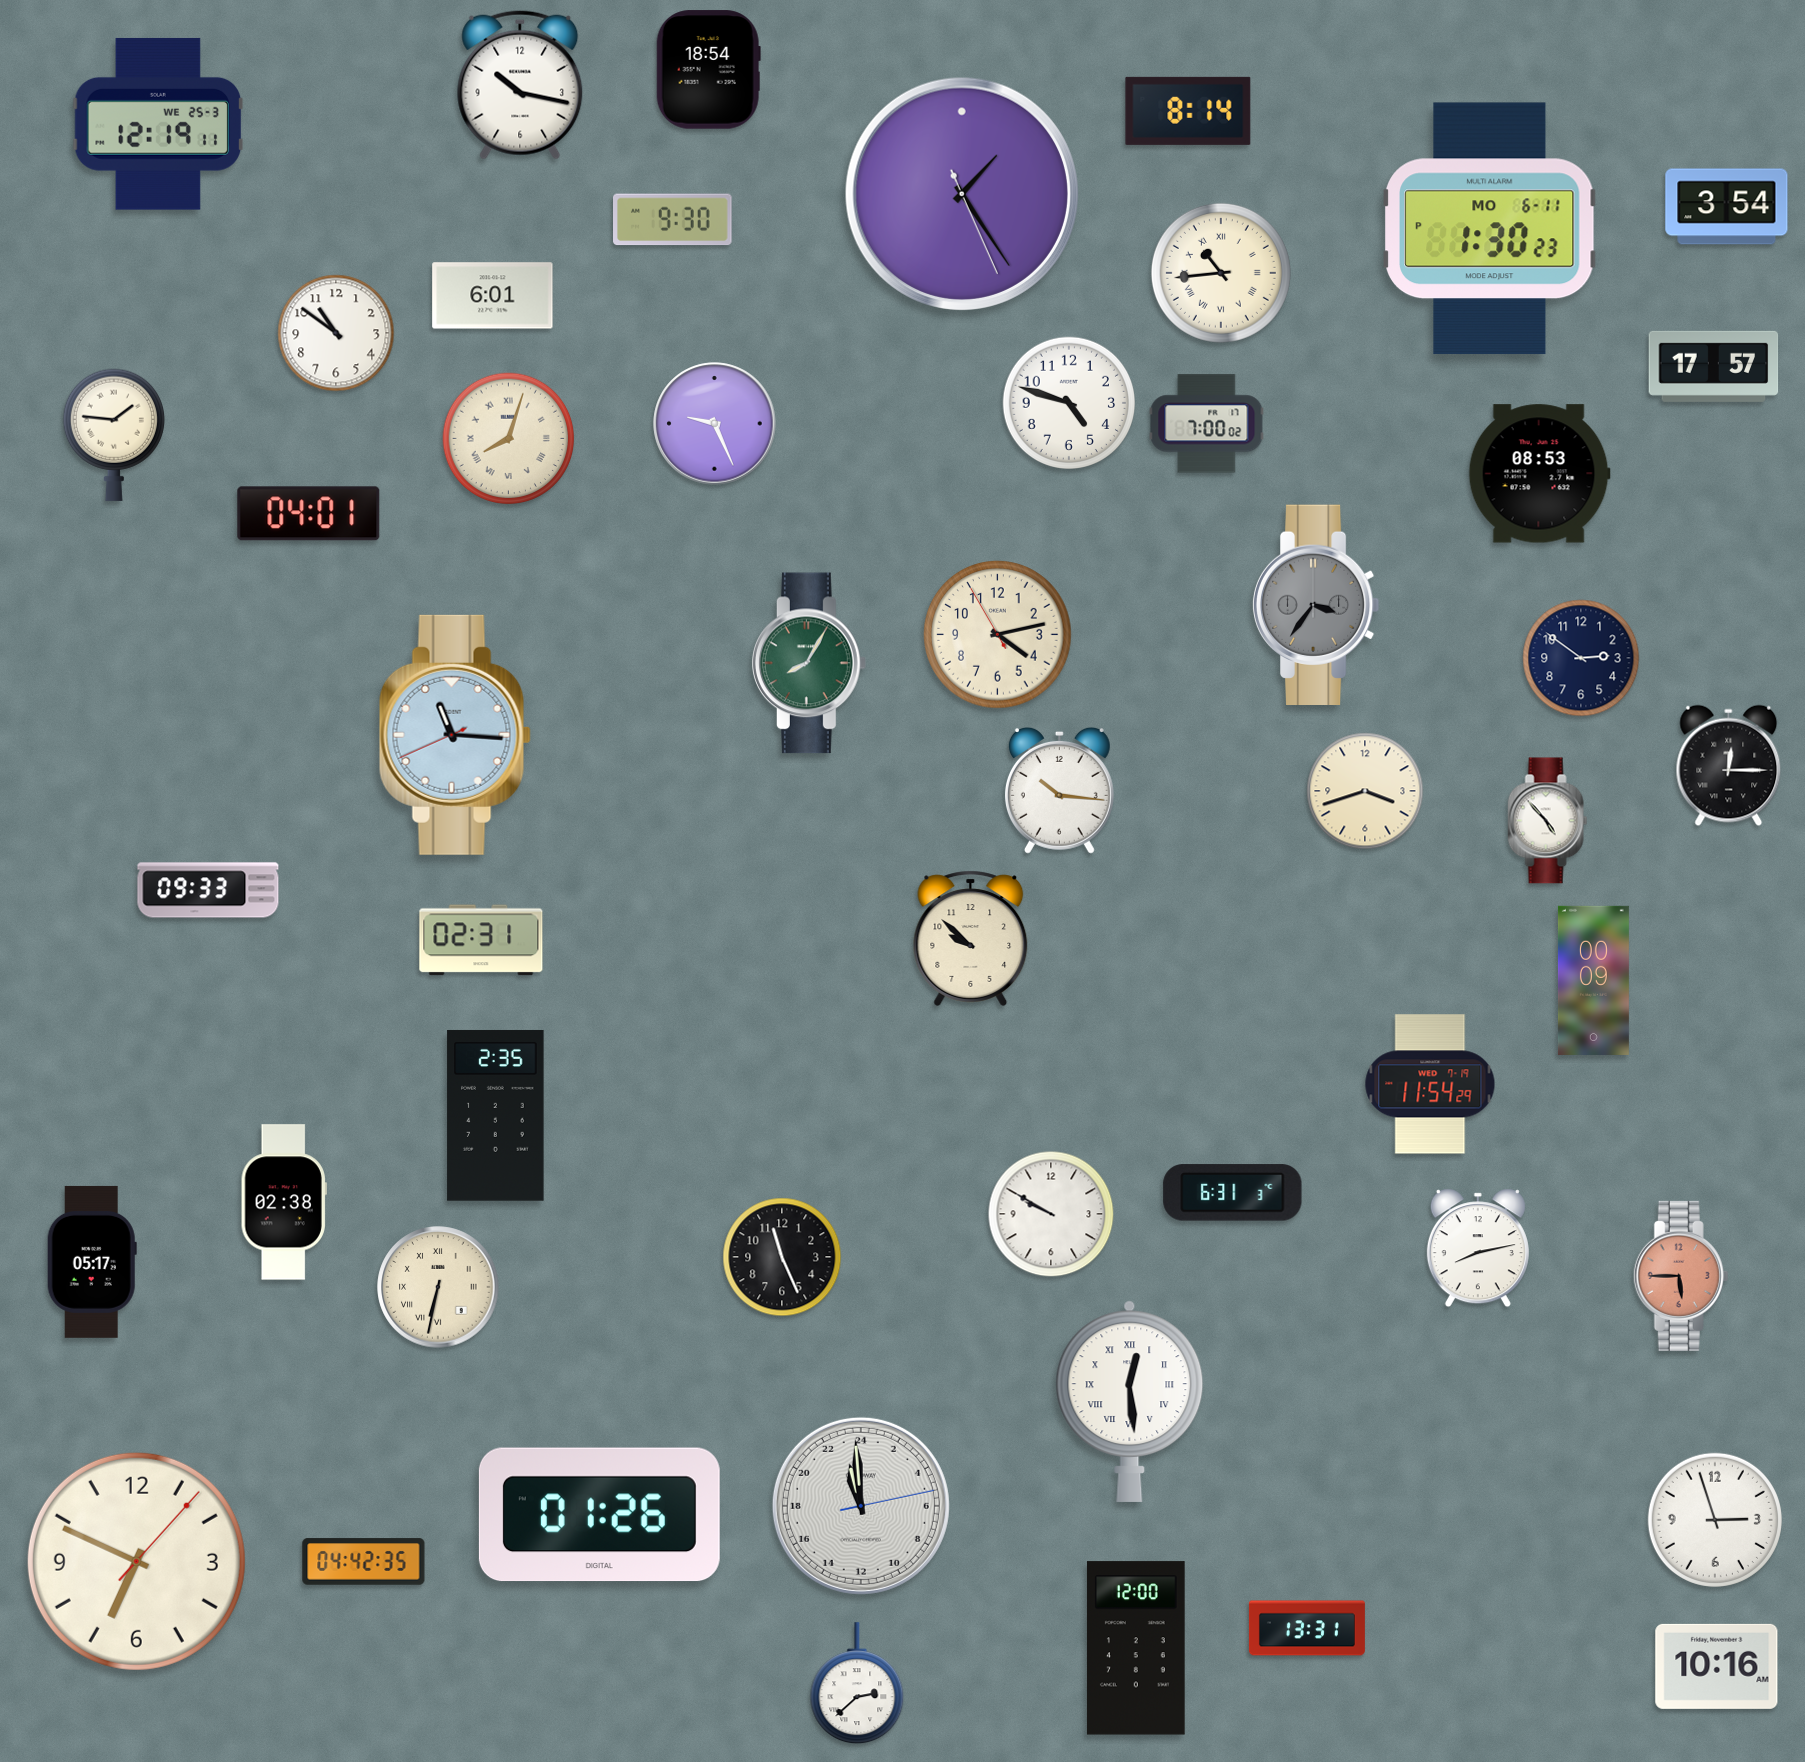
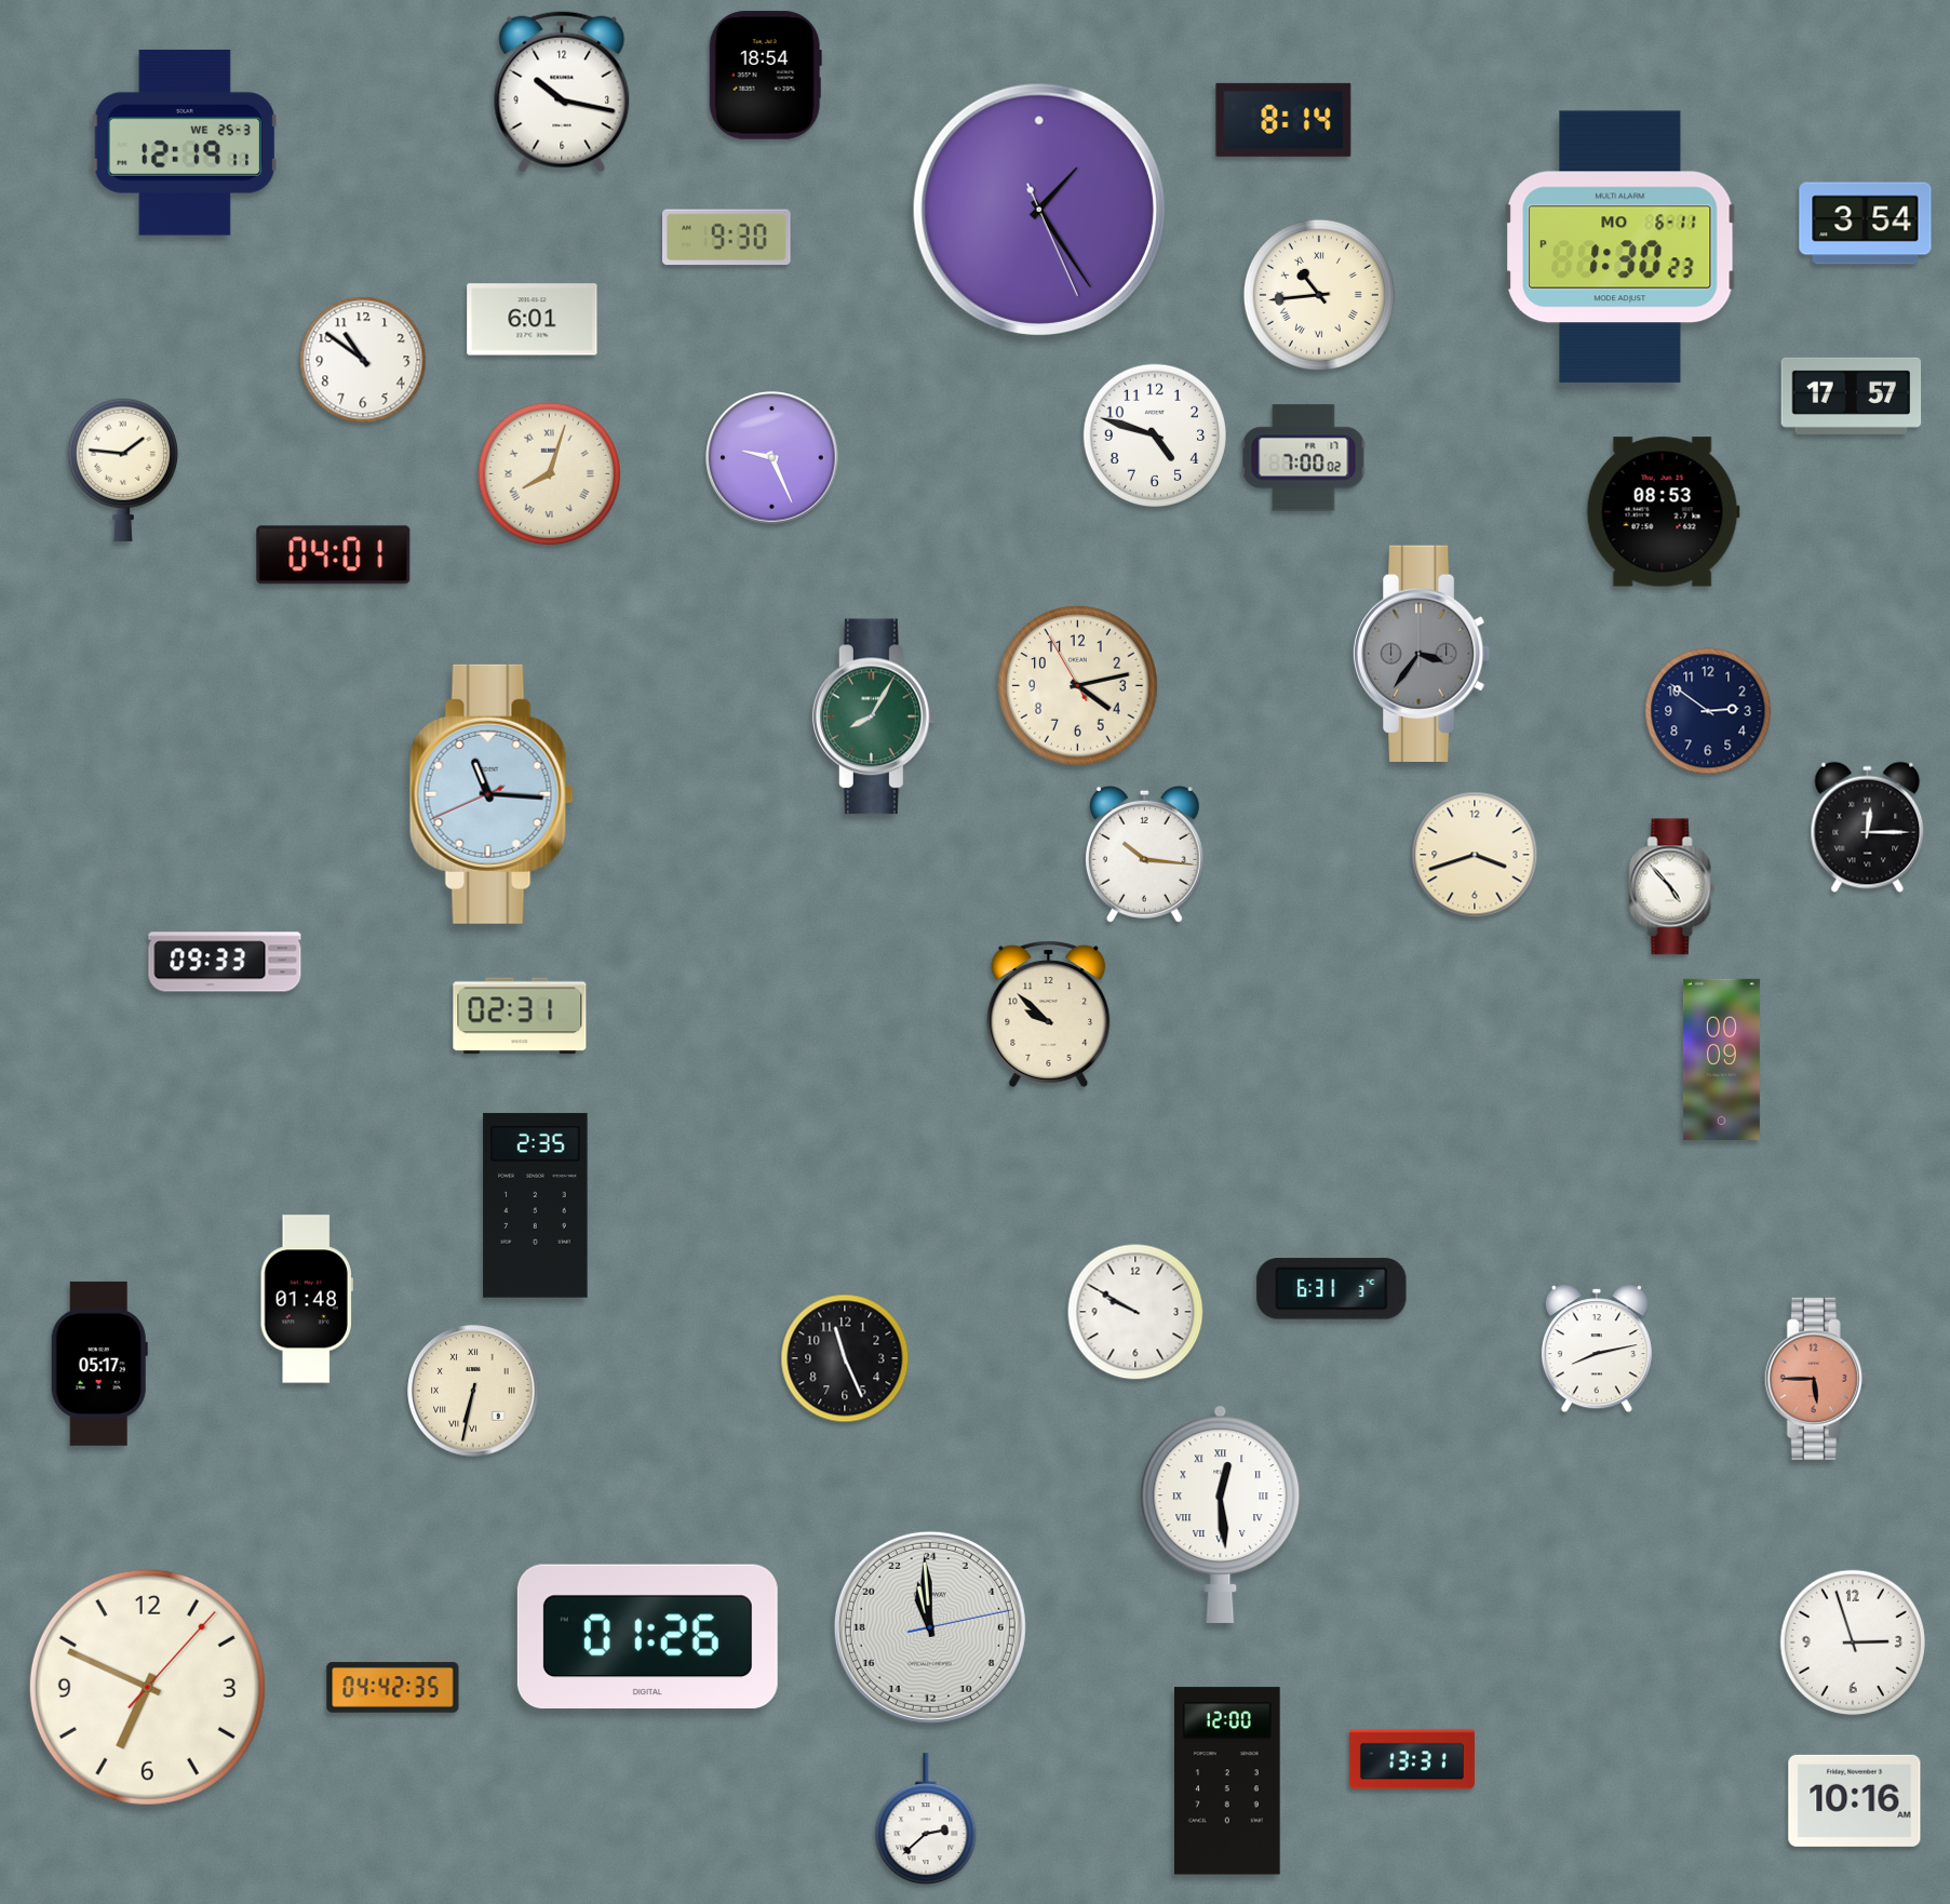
clock at (158, 124) position: (158, 124) -> (185, 143)
clock at (1490, 229) position: (1490, 229) -> (1620, 247)
clock at (1430, 1084): 11:54 -> none
clock at (284, 1202): 02:38 -> 01:48
